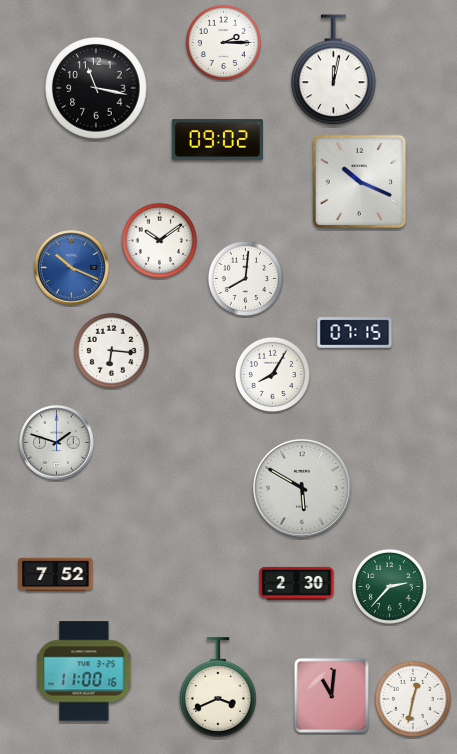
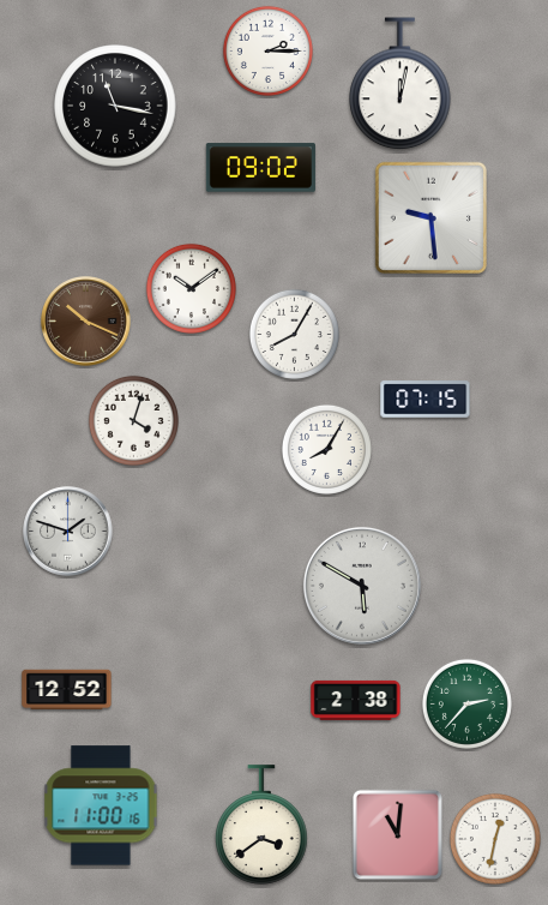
clock at (359, 181): 10:19 -> 9:29
clock at (72, 268) dial: blue -> brown
clock at (245, 278): 8:01 -> 8:05
clock at (111, 350): 6:16 -> 4:03
clock at (56, 575): 7:52 -> 12:52
clock at (297, 583): 2:30 -> 2:38
clock at (218, 687): 3:41 -> 3:39
